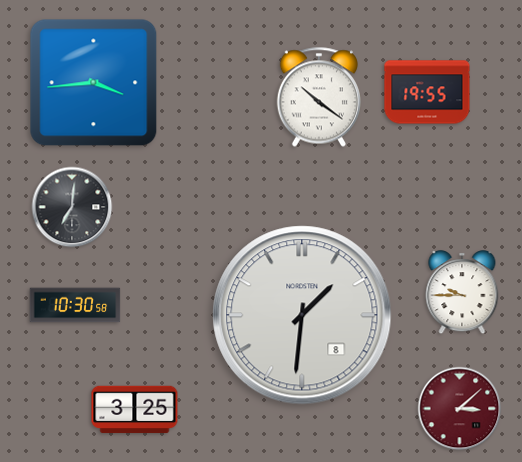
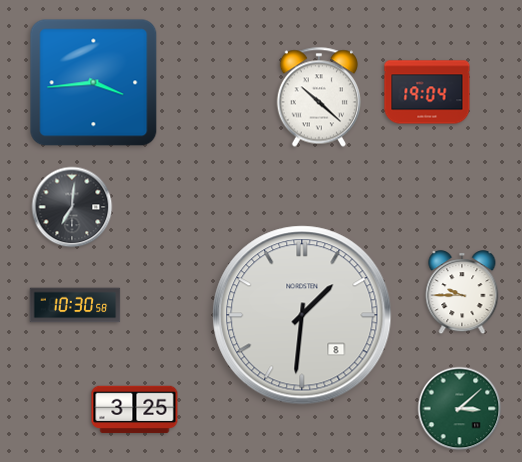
clock at (427, 92): 19:55 -> 19:04
clock at (318, 97): 10:21 -> 10:22
clock at (460, 409) dial: burgundy -> green
